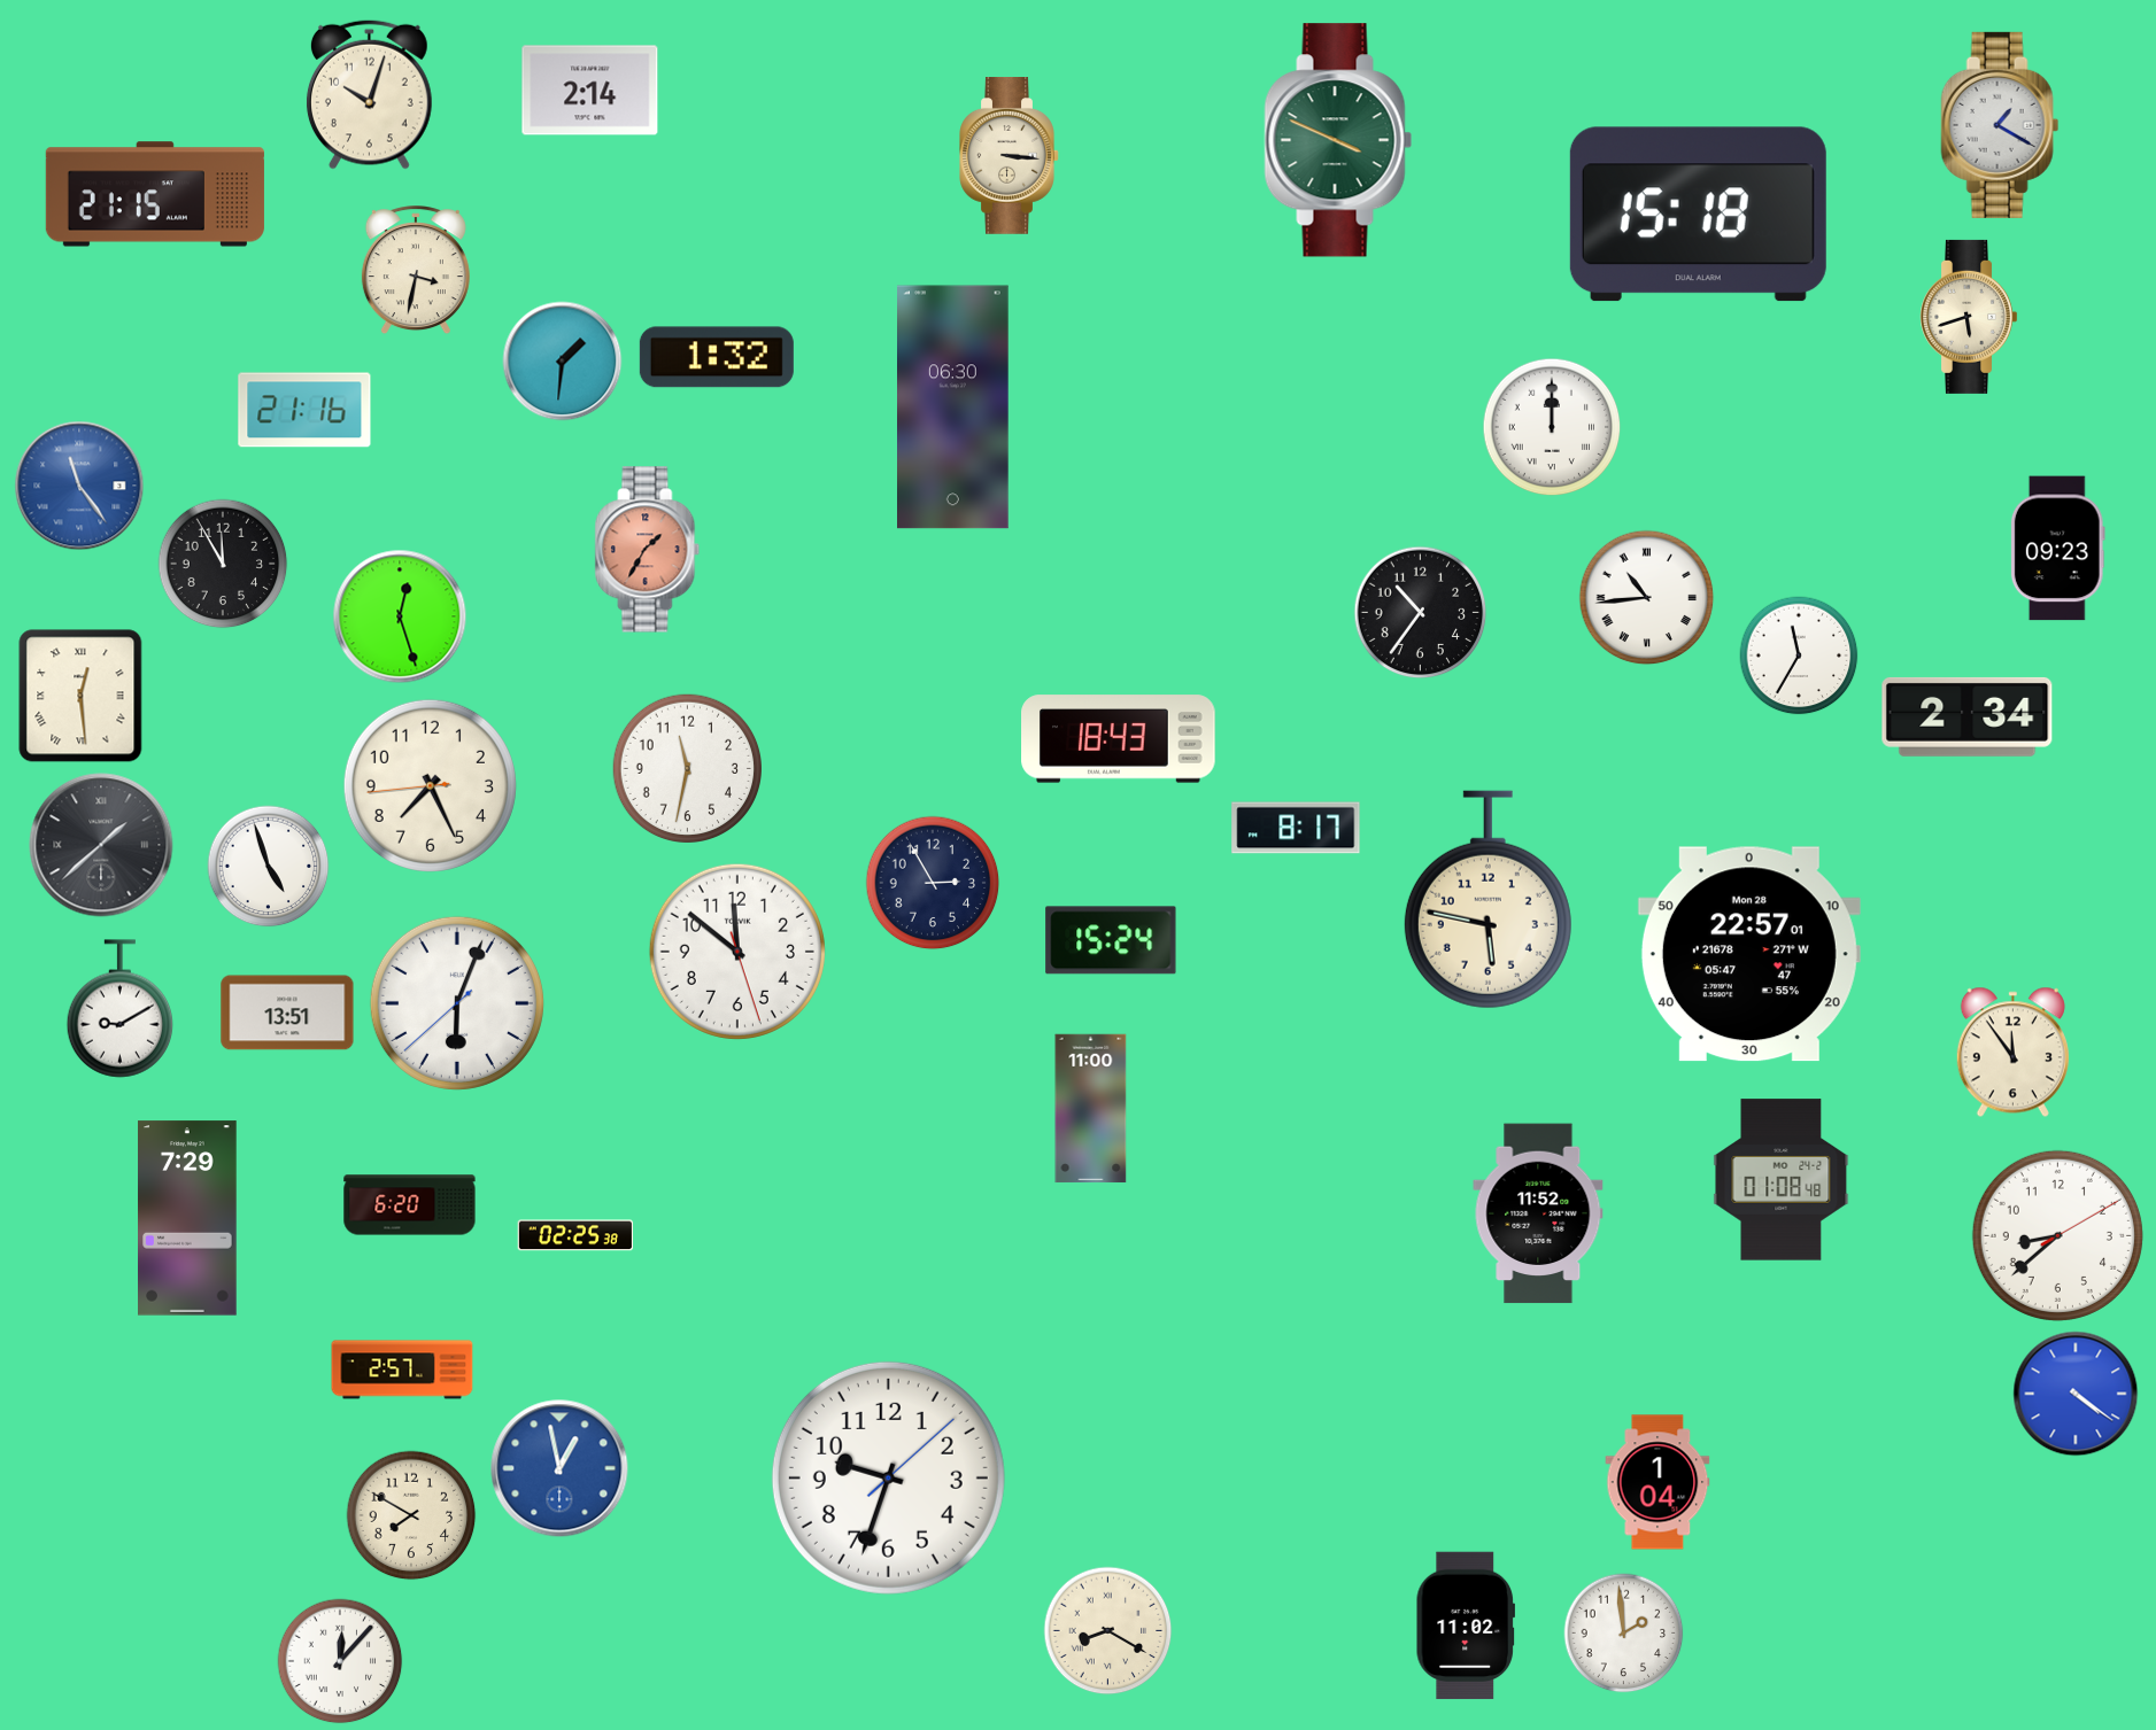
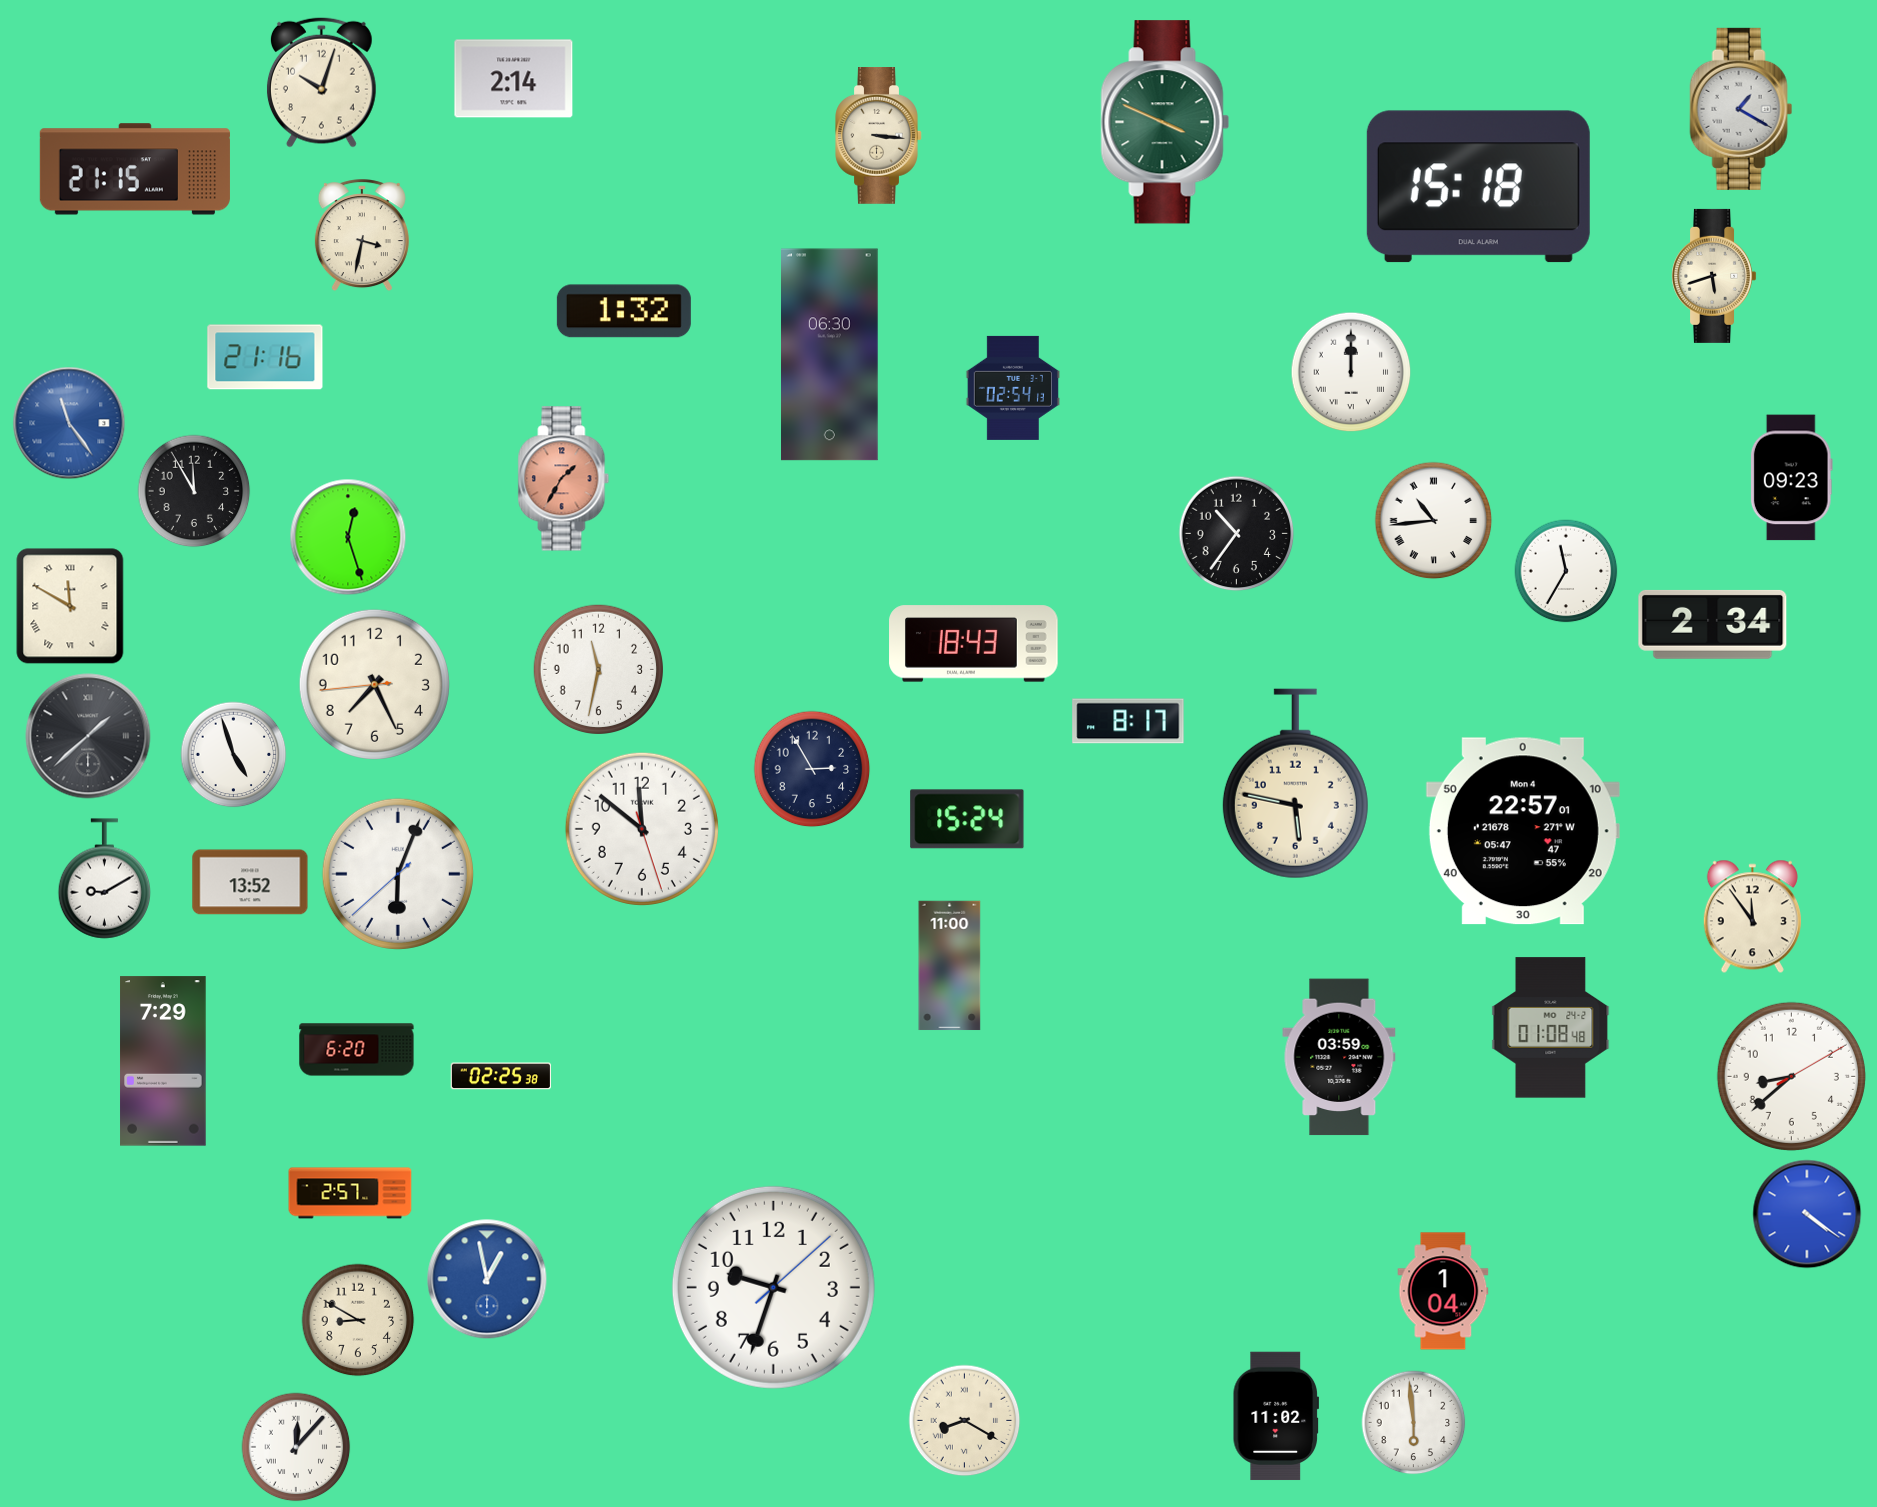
clock at (563, 362): 1:31 -> none
clock at (1013, 388): none -> 02:54
clock at (80, 696): 12:29 -> 11:50
clock at (1749, 954) date: Mon 28 -> Mon 4
clock at (287, 1013): 13:51 -> 13:52
clock at (1538, 1213): 11:52 -> 03:59
clock at (411, 1515): 7:50 -> 8:50
clock at (1624, 1634): 1:59 -> 5:59
